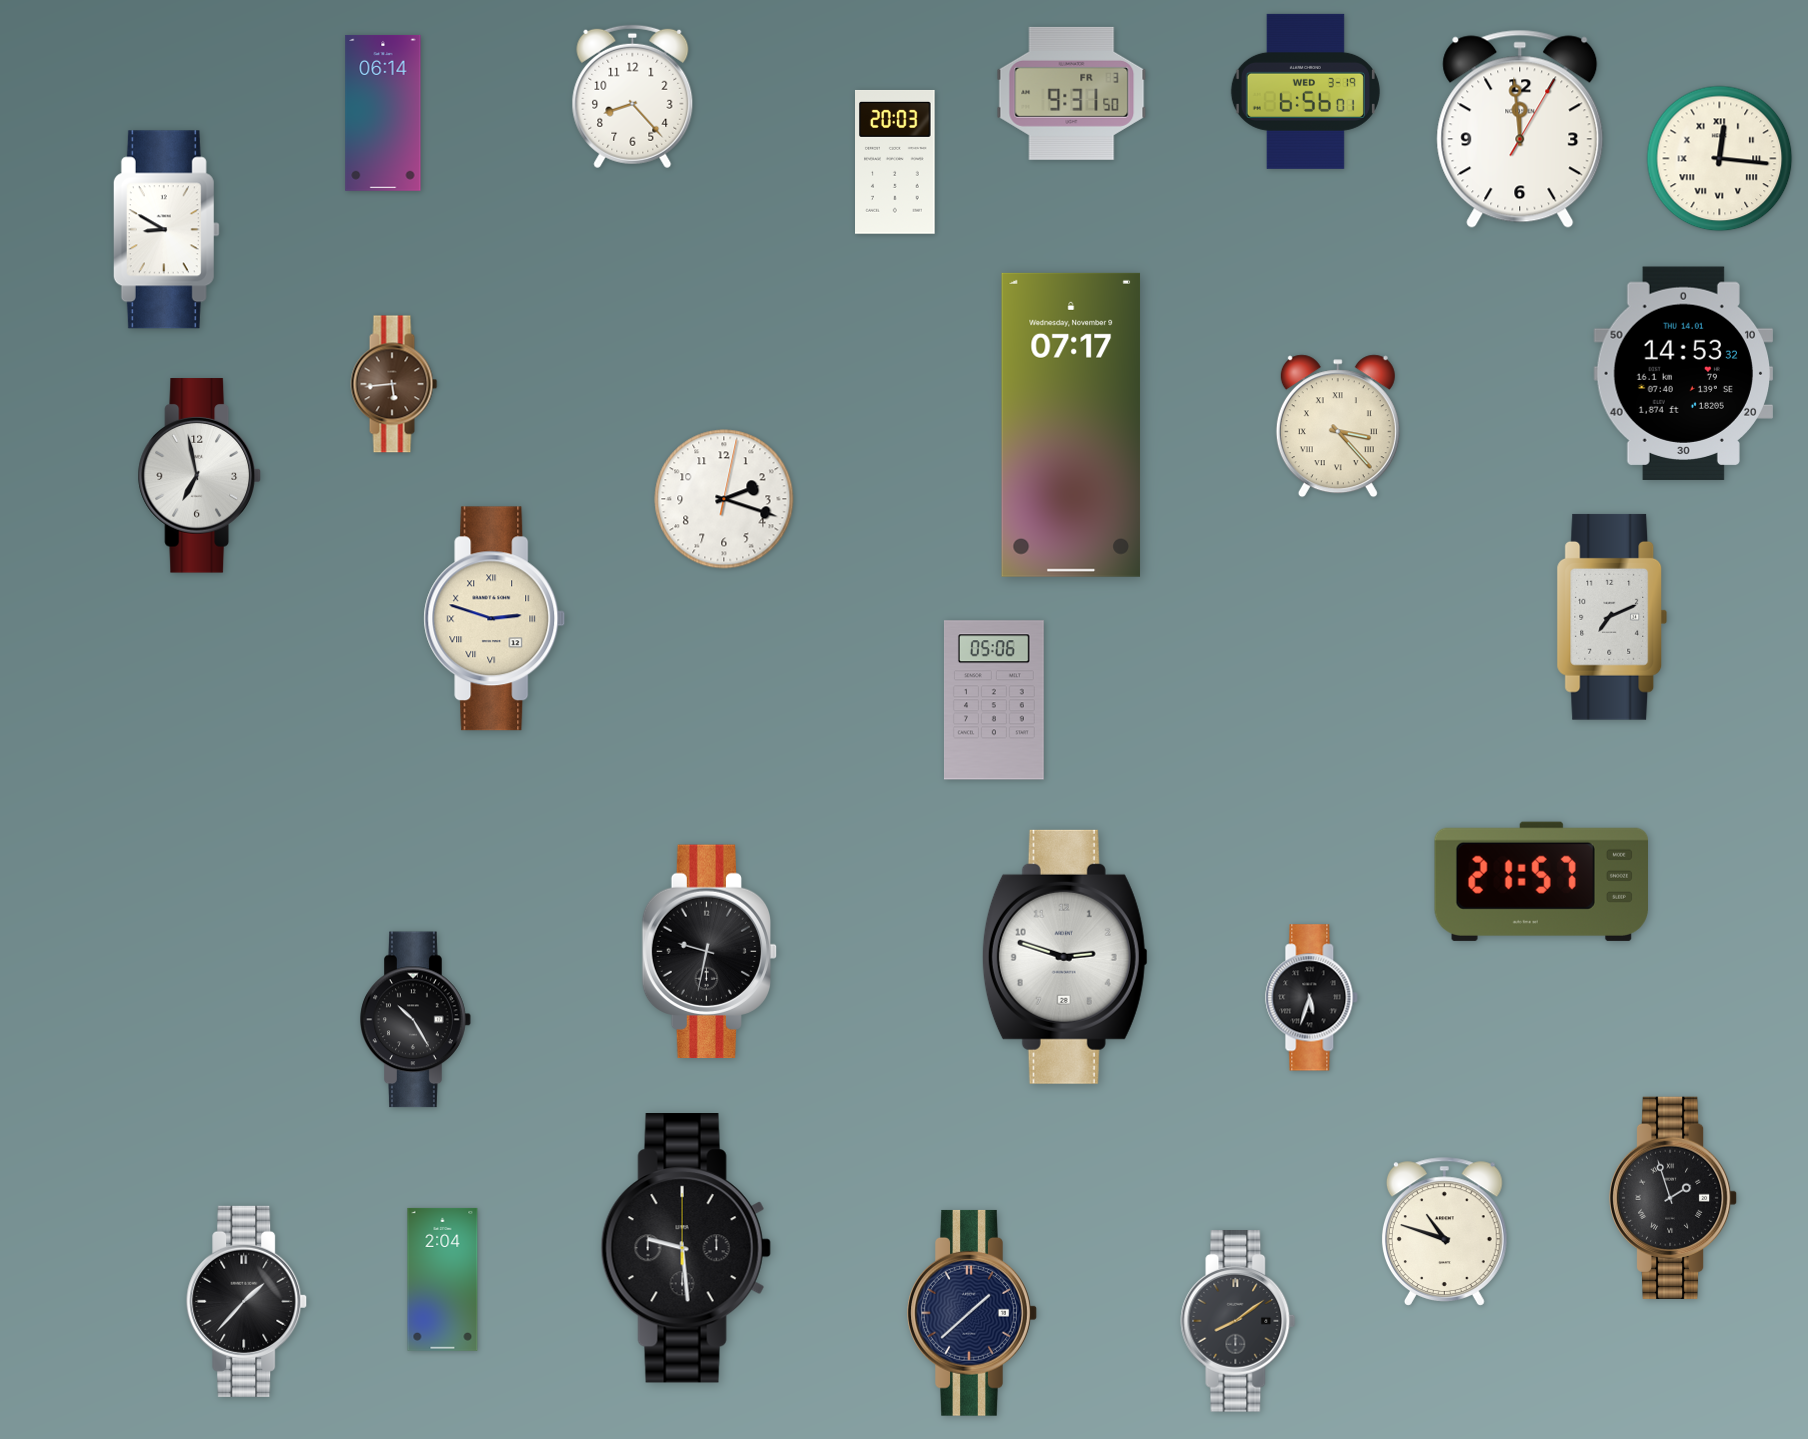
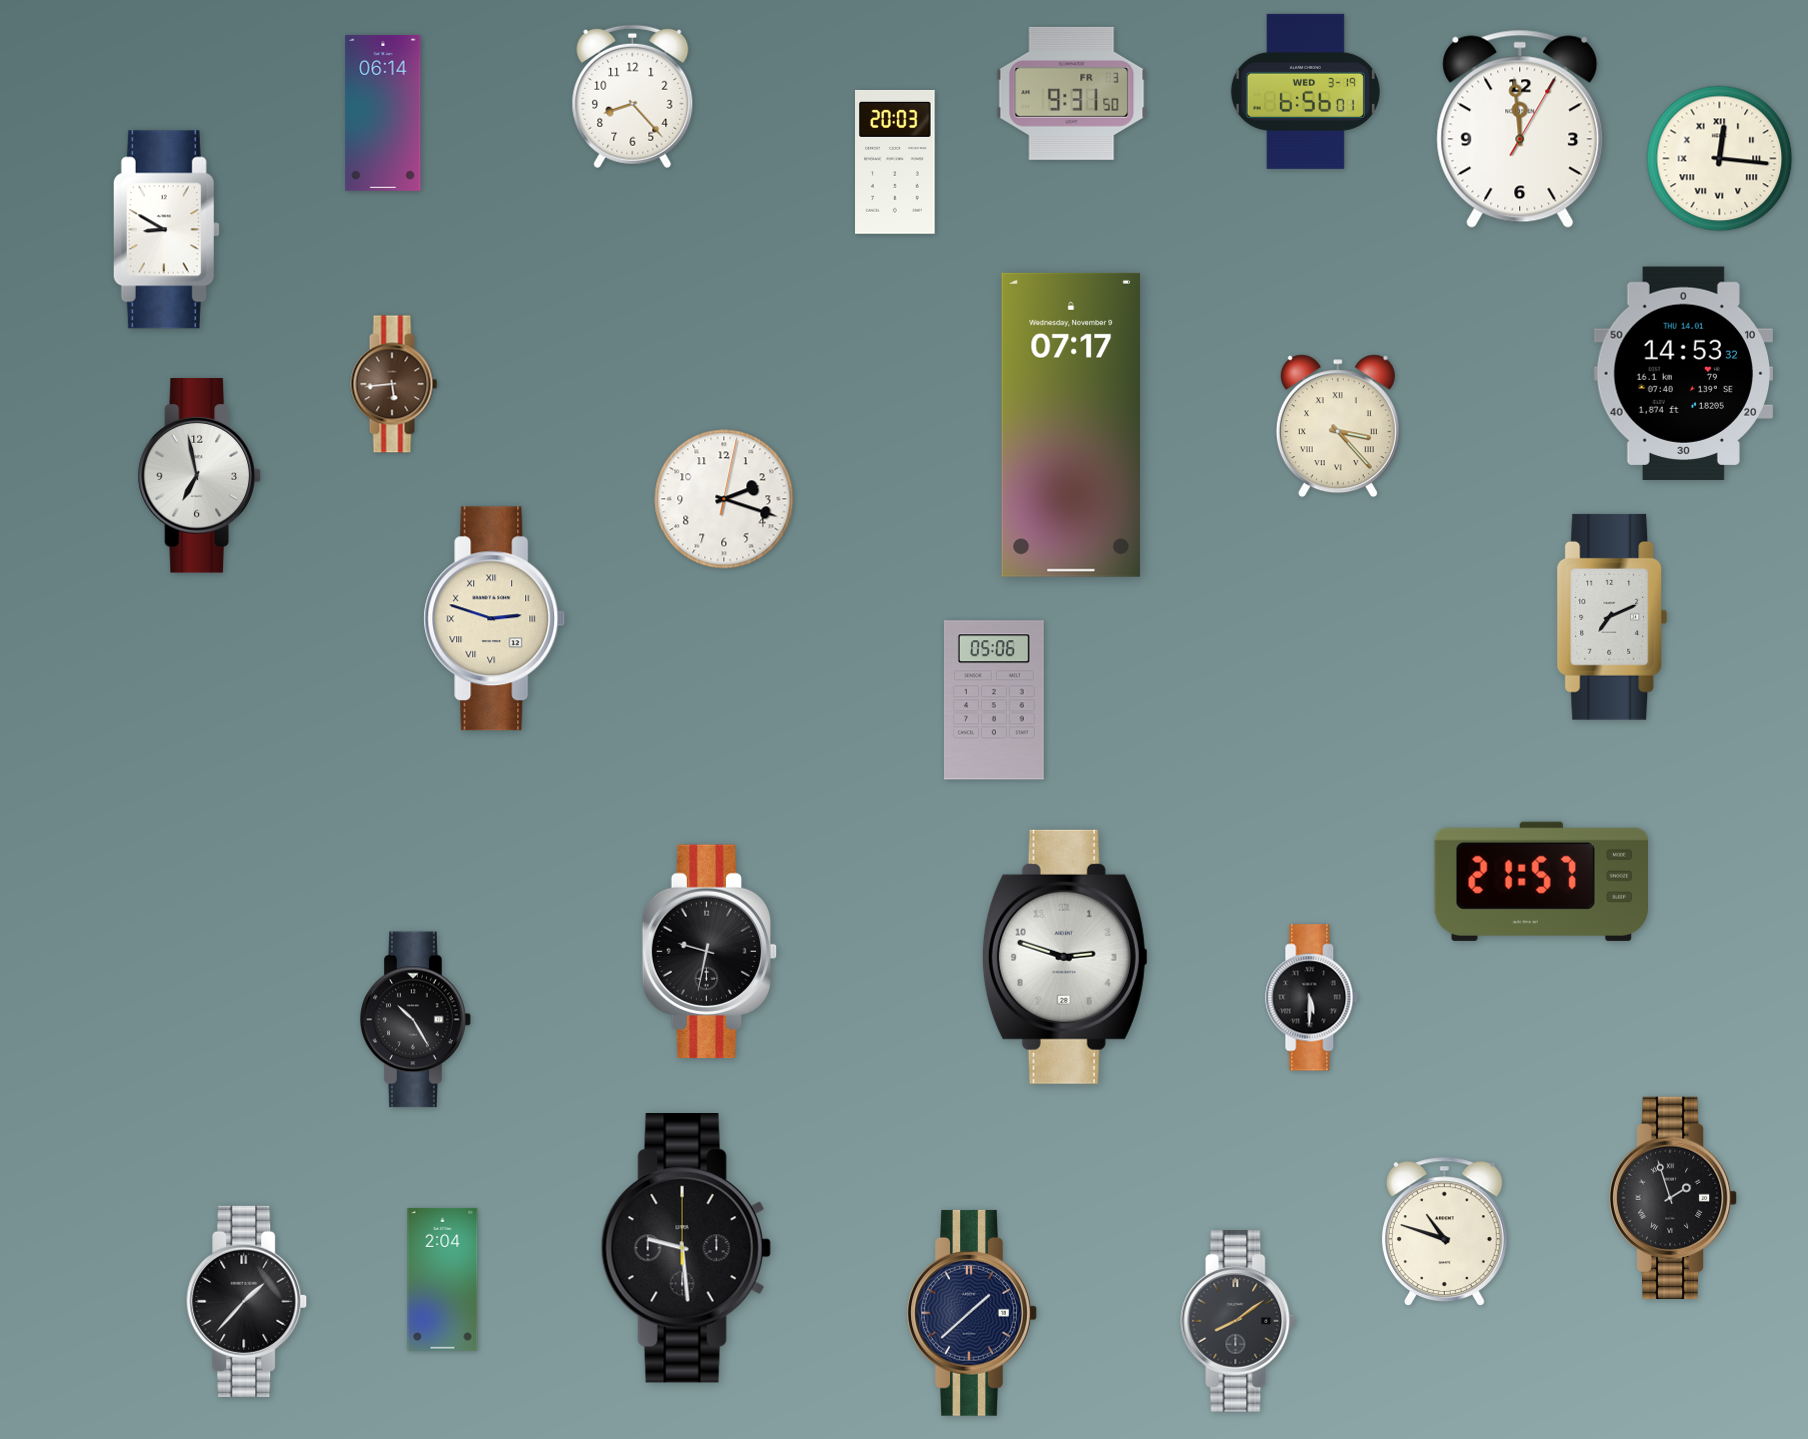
clock at (1312, 998): 5:33 -> 5:30
